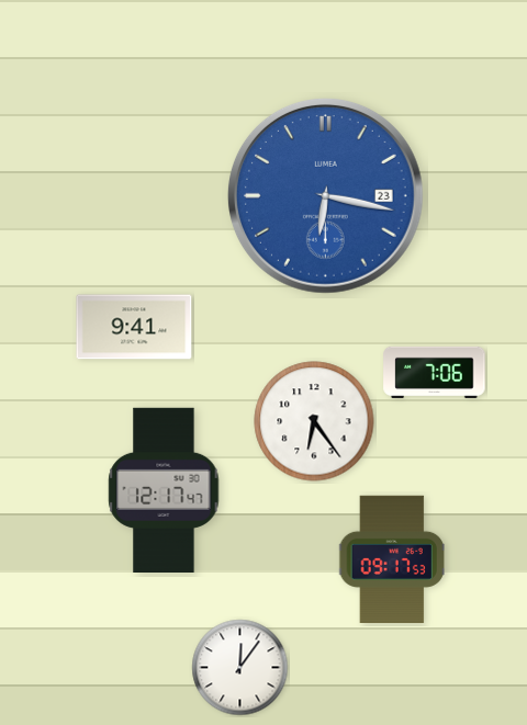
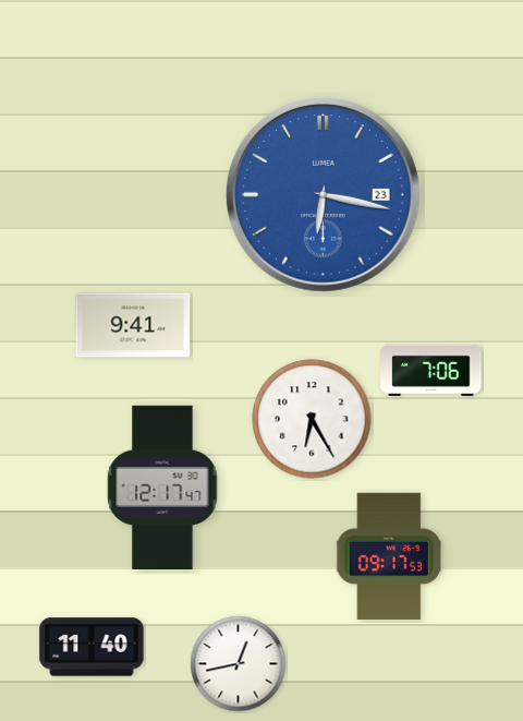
clock at (314, 421): 6:24 -> 6:25
clock at (92, 647): none -> 11:40
clock at (240, 668): 12:06 -> 12:43
